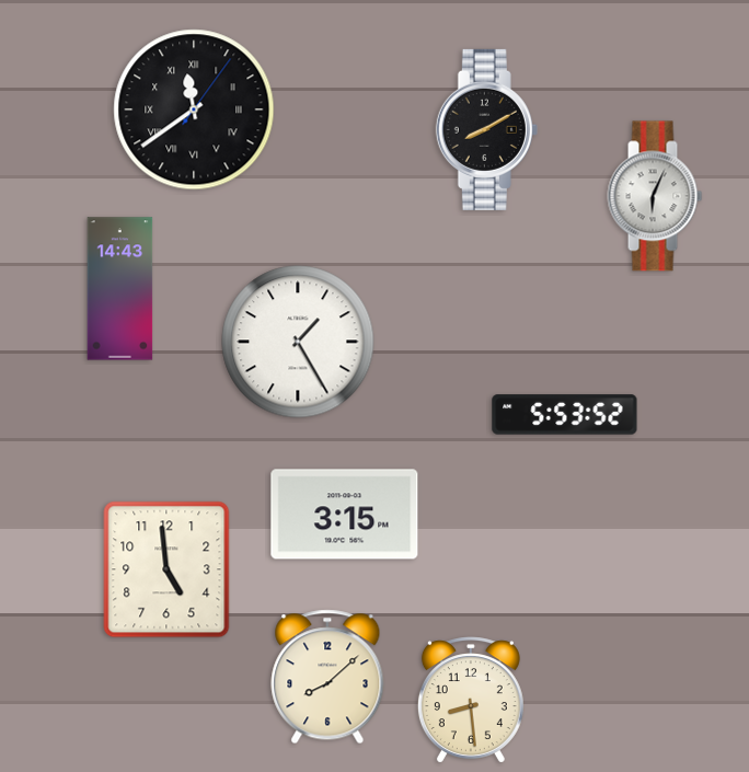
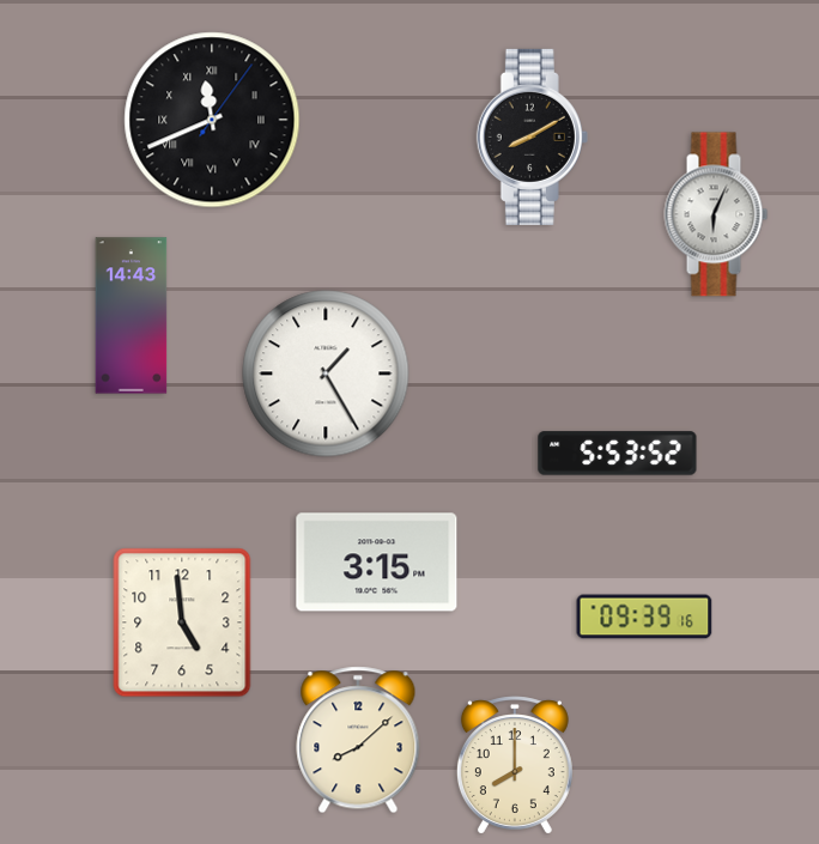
clock at (194, 110): 11:39 -> 11:41
clock at (486, 129) position: (486, 129) -> (532, 136)
clock at (644, 617): none -> 09:39
clock at (471, 700): 8:29 -> 8:00
